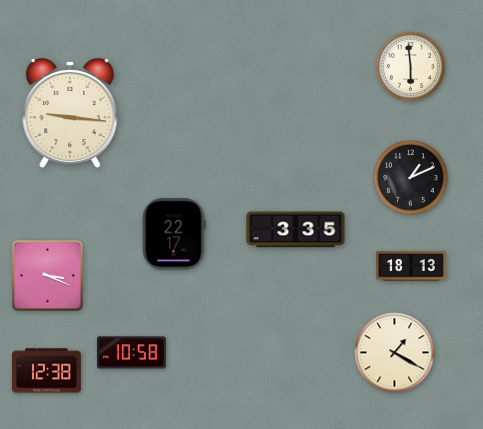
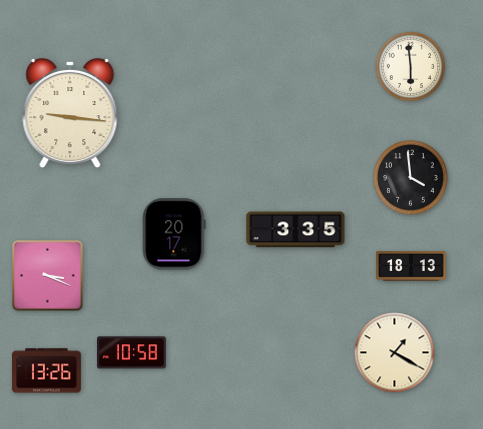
clock at (411, 178): 1:11 -> 3:59
clock at (174, 234): 22:17 -> 20:17
clock at (47, 371): 12:38 -> 13:26
